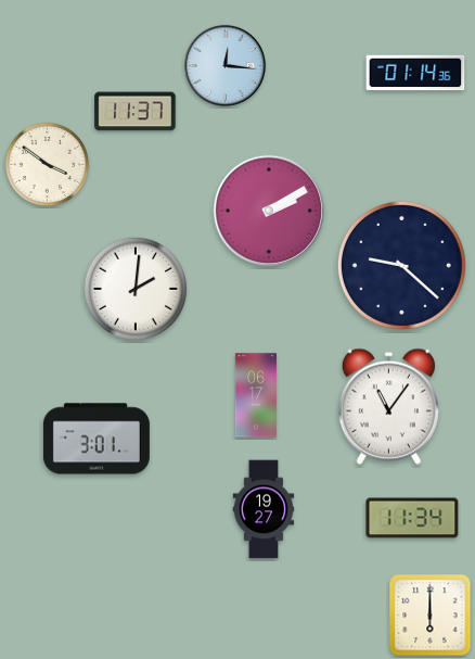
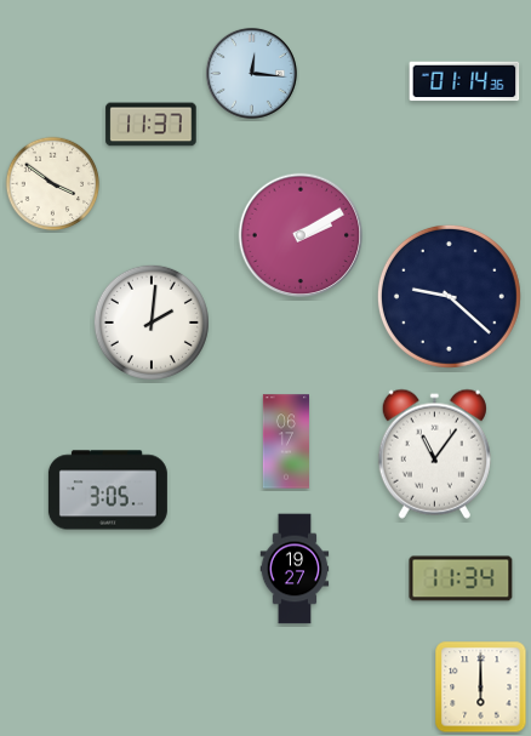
clock at (97, 439): 3:01 -> 3:05
